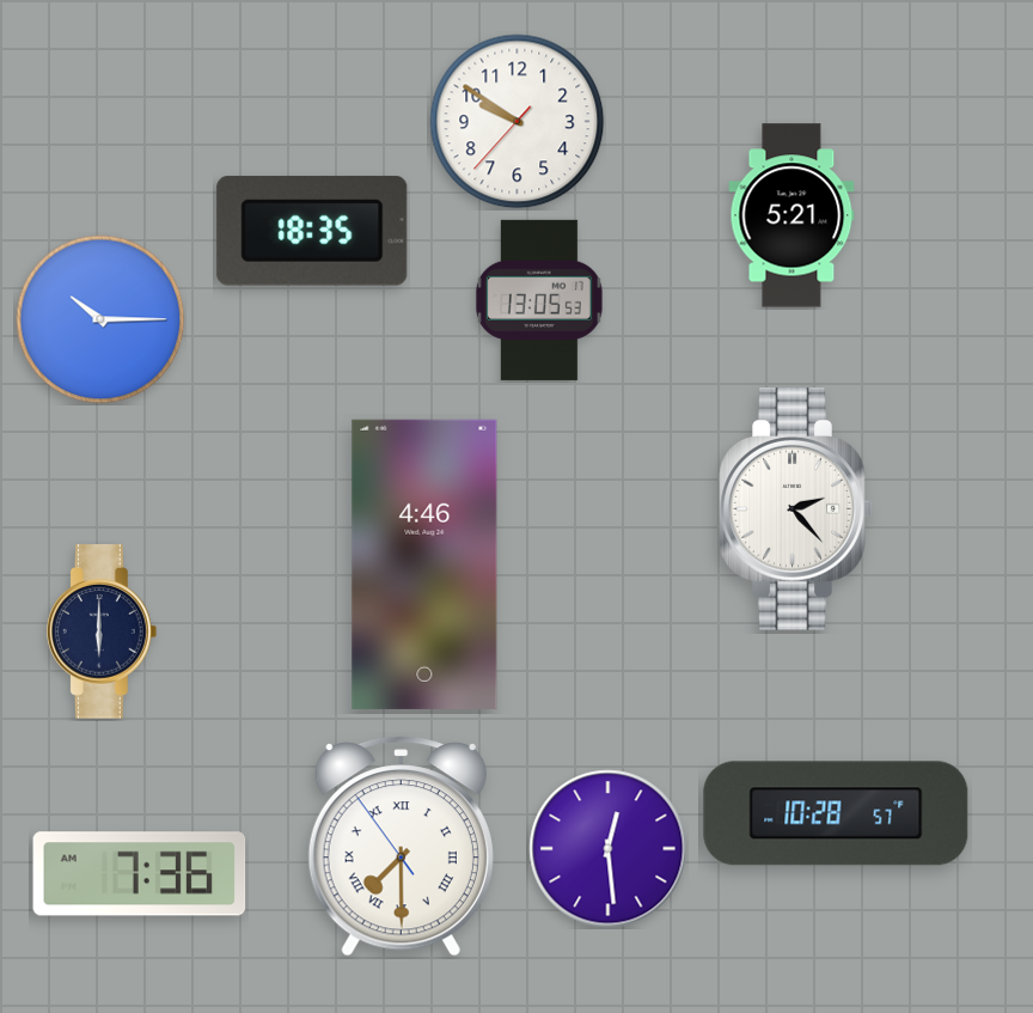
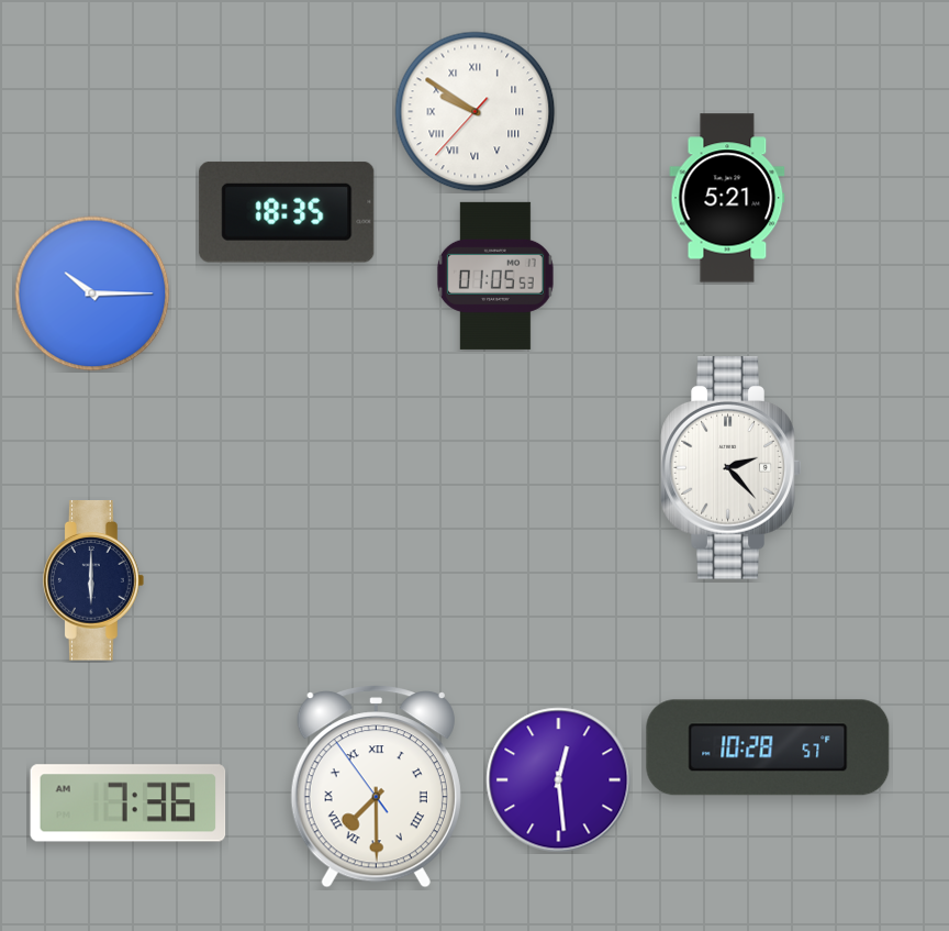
clock at (518, 122) numerals: Arabic -> Roman
clock at (539, 300): 13:05 -> 01:05
clock at (424, 565): 4:46 -> none
clock at (401, 847) position: (401, 847) -> (376, 787)
